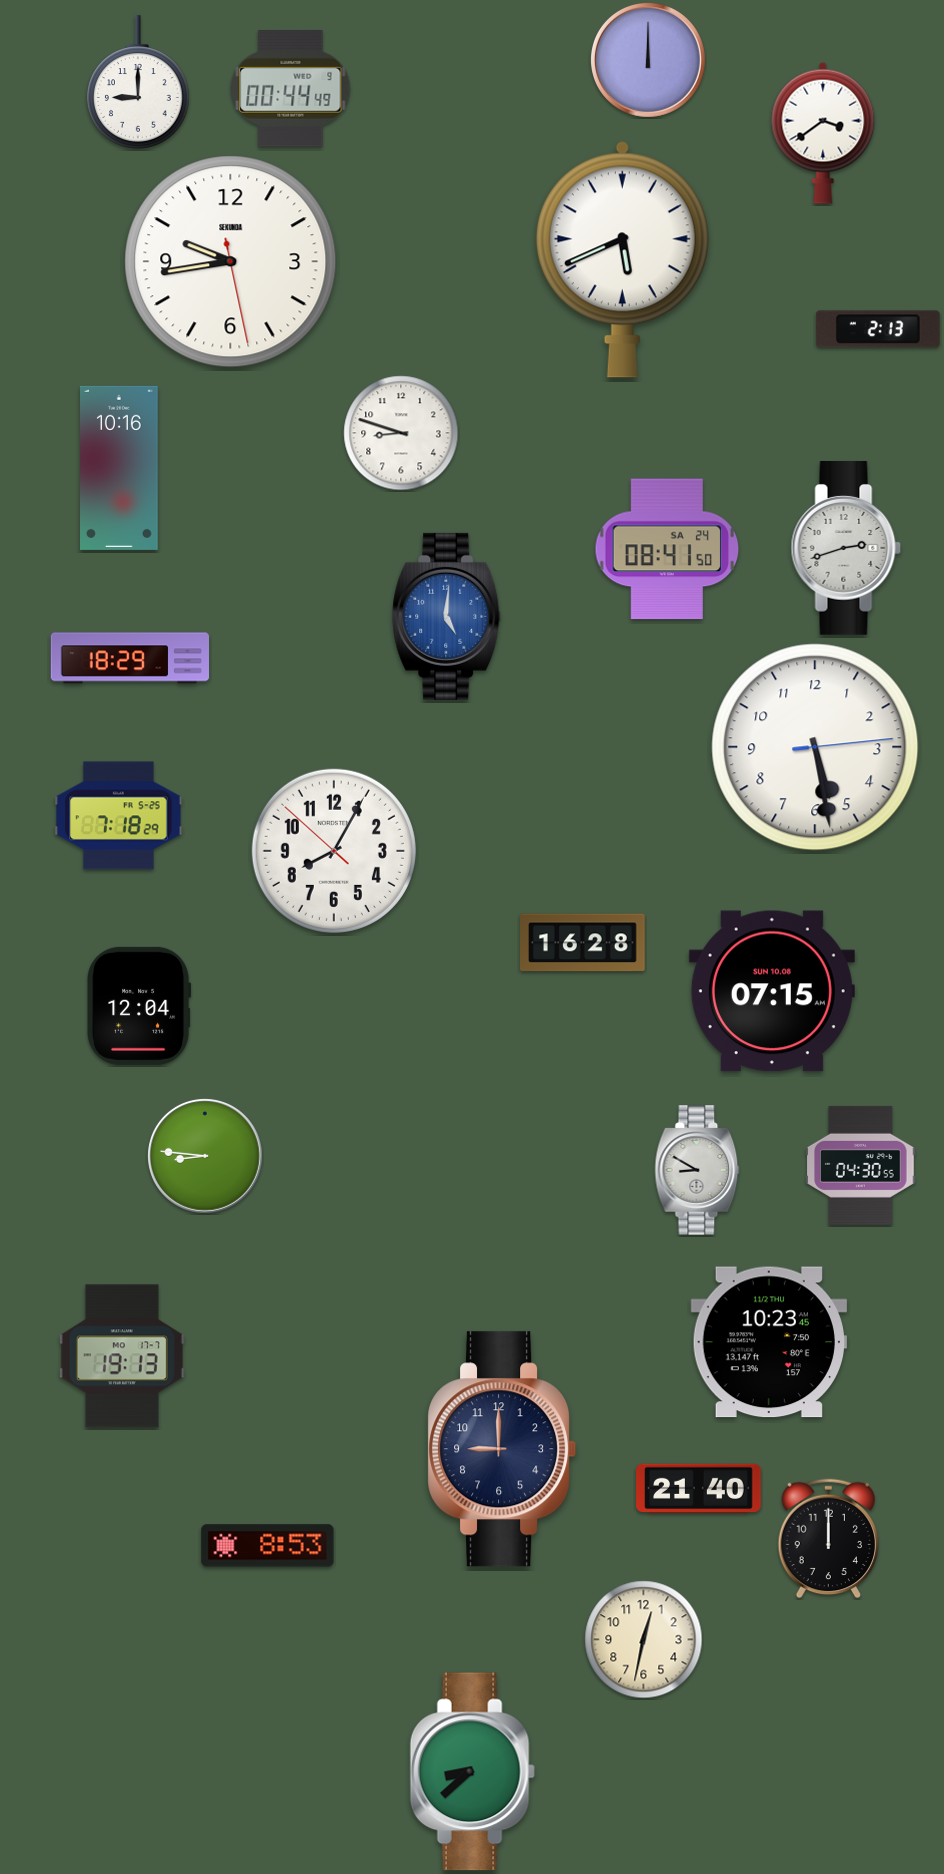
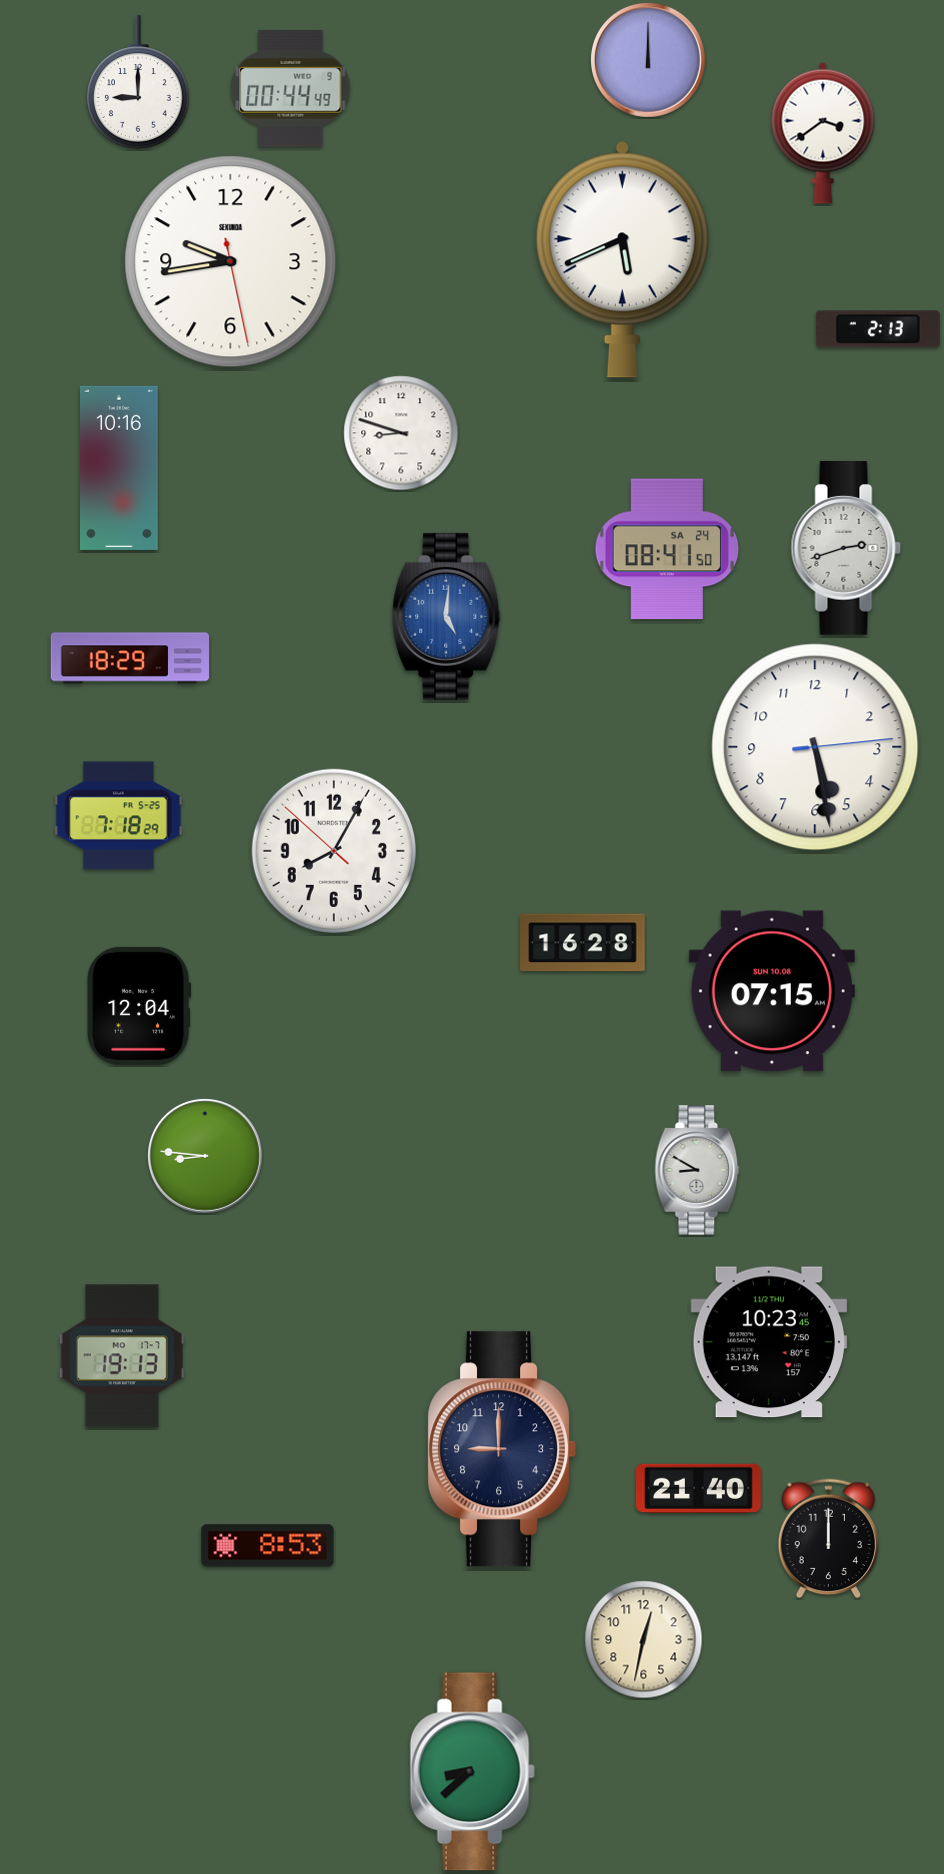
clock at (861, 1165): 04:30 -> none
